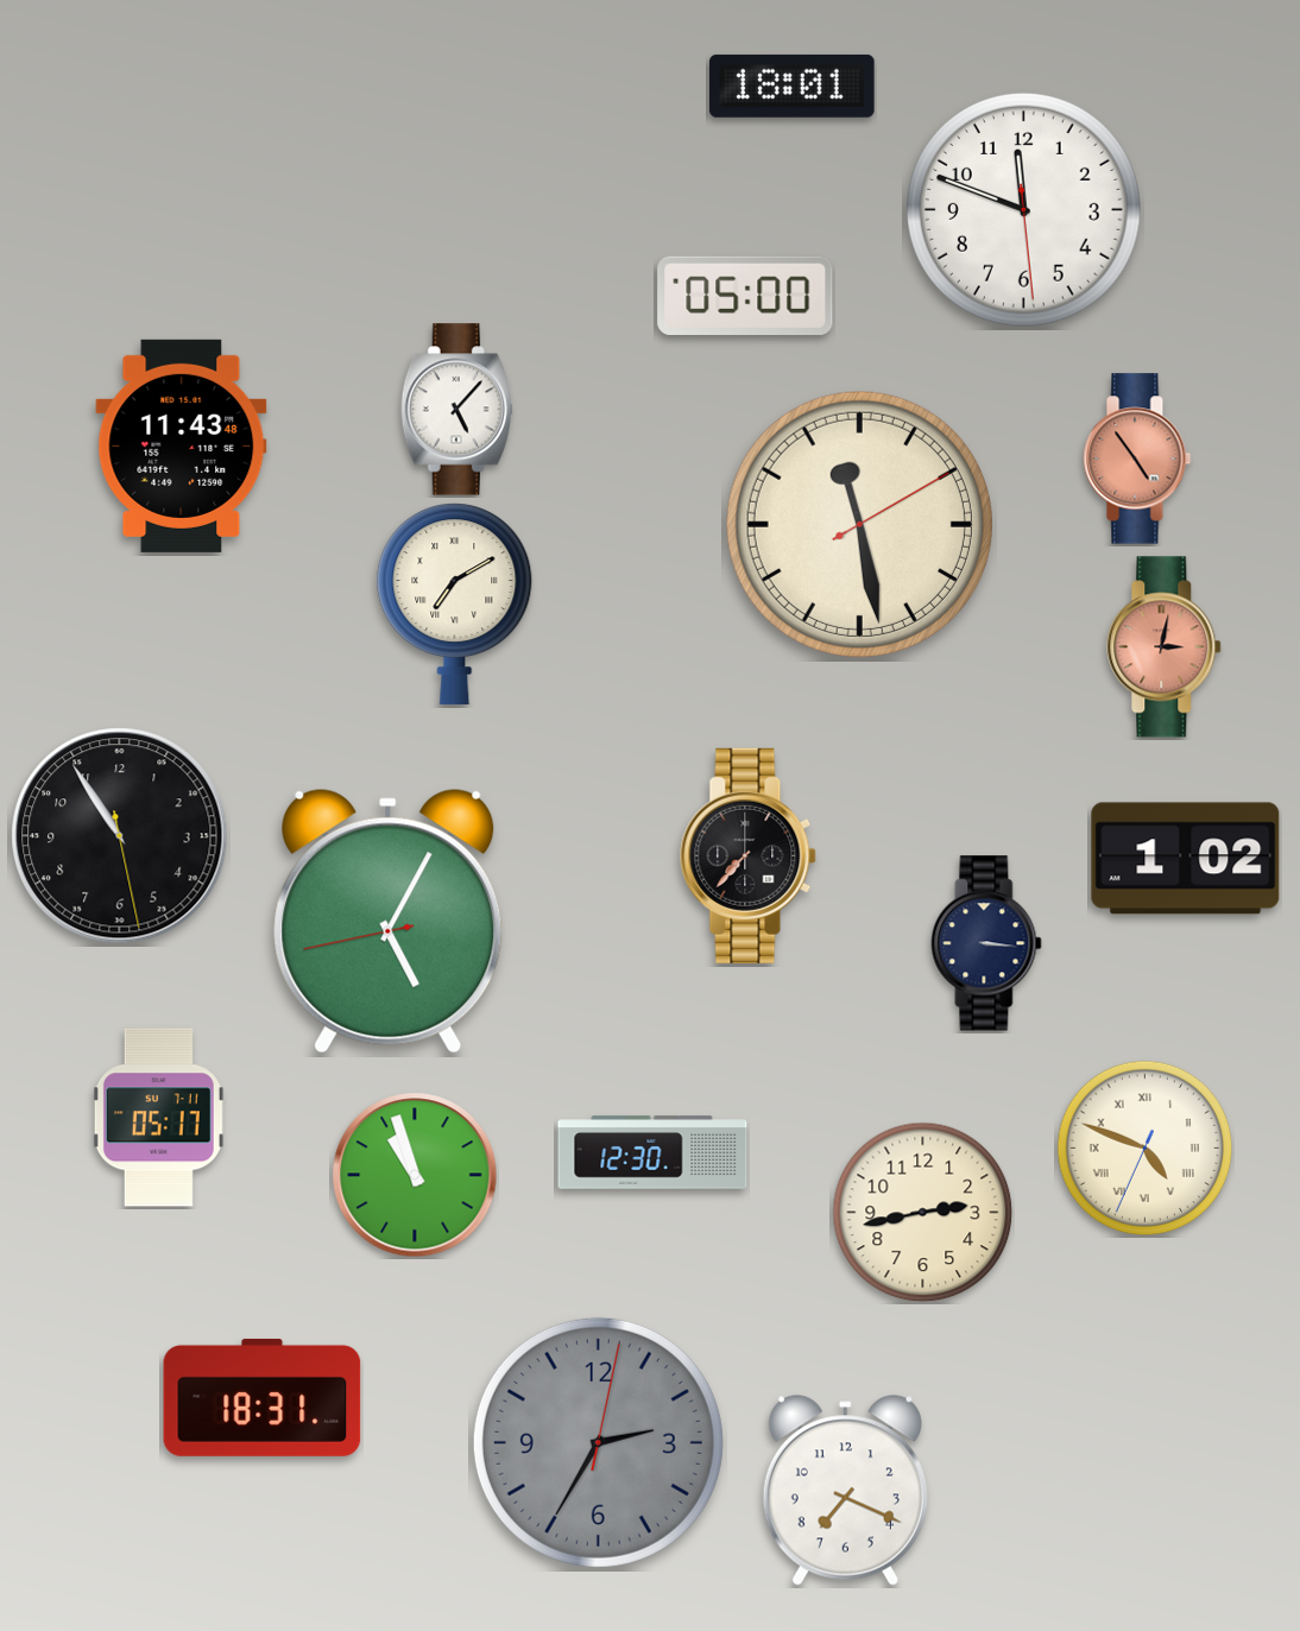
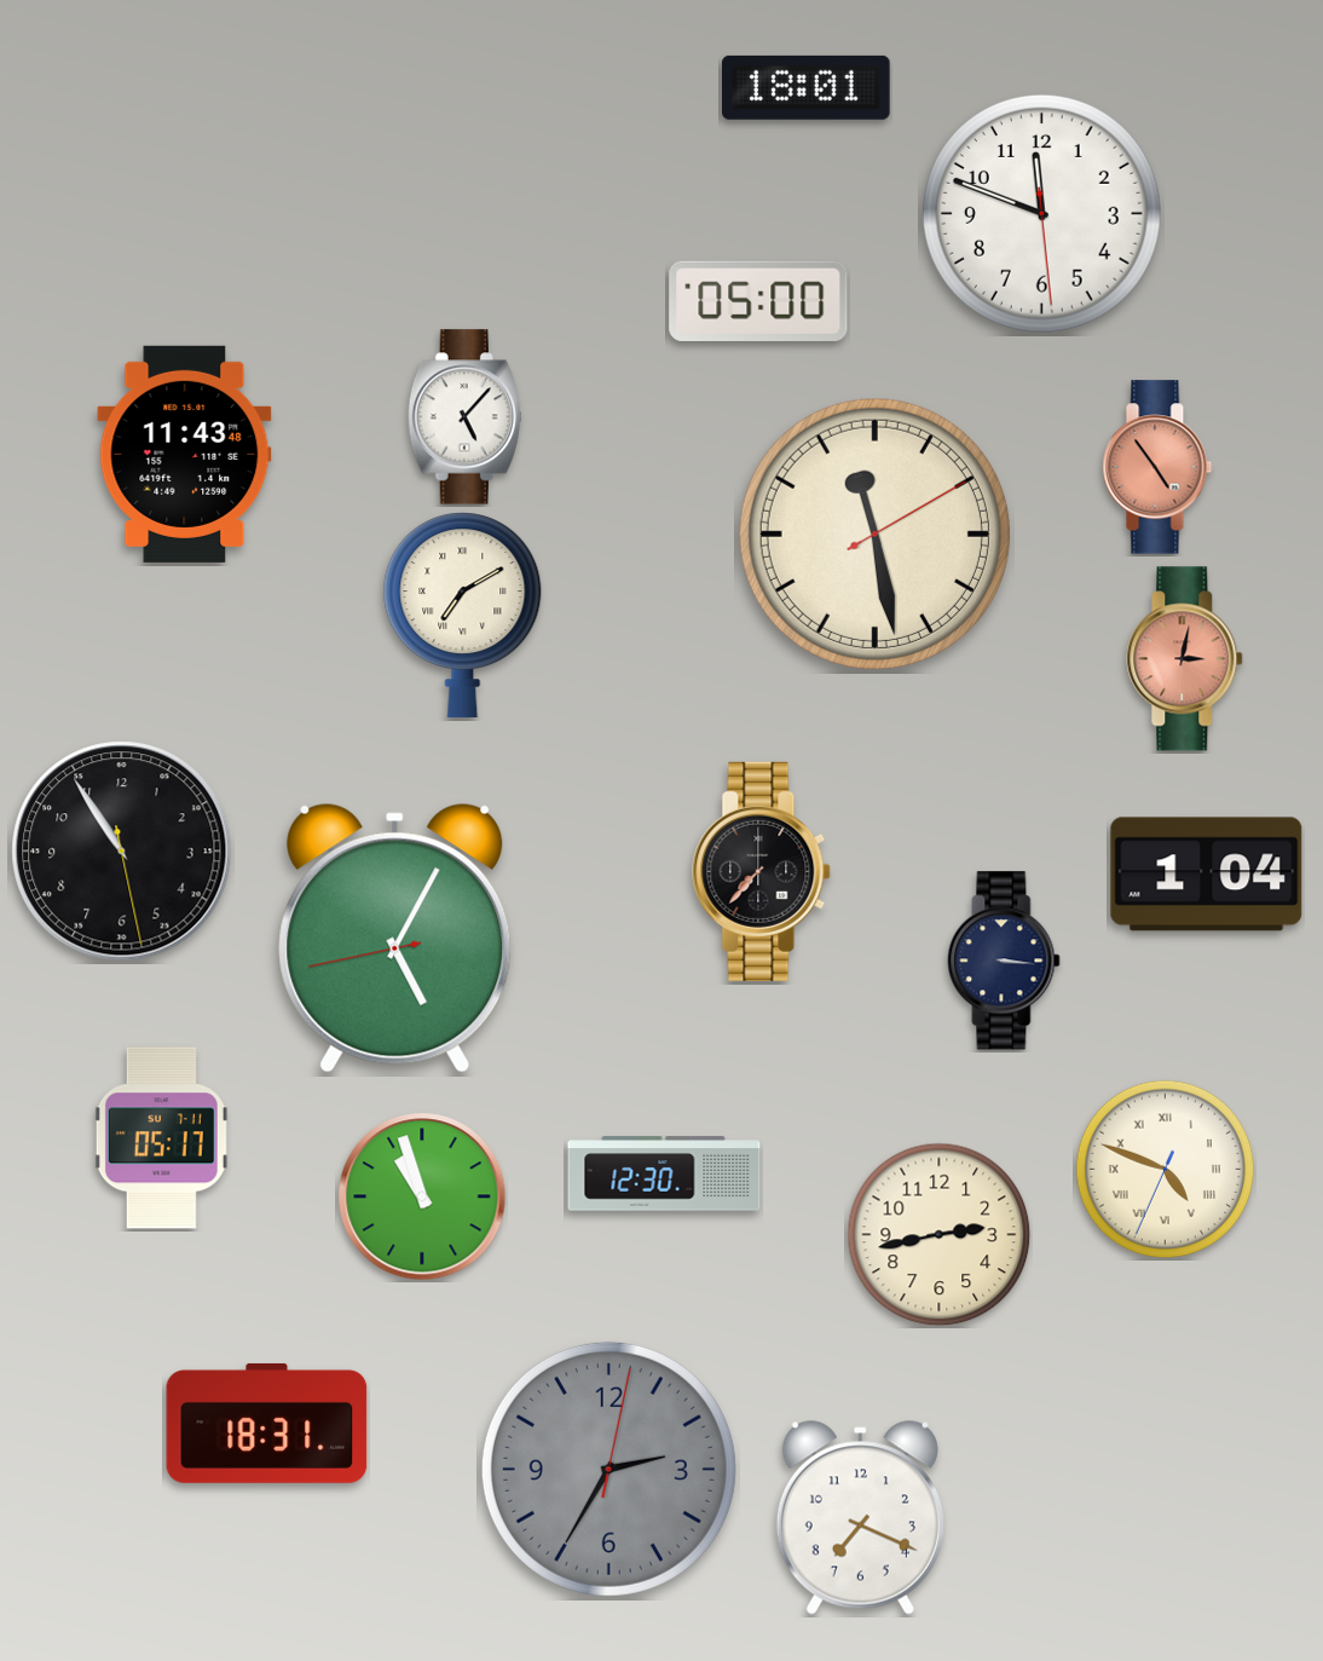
clock at (1186, 859): 1:02 -> 1:04
